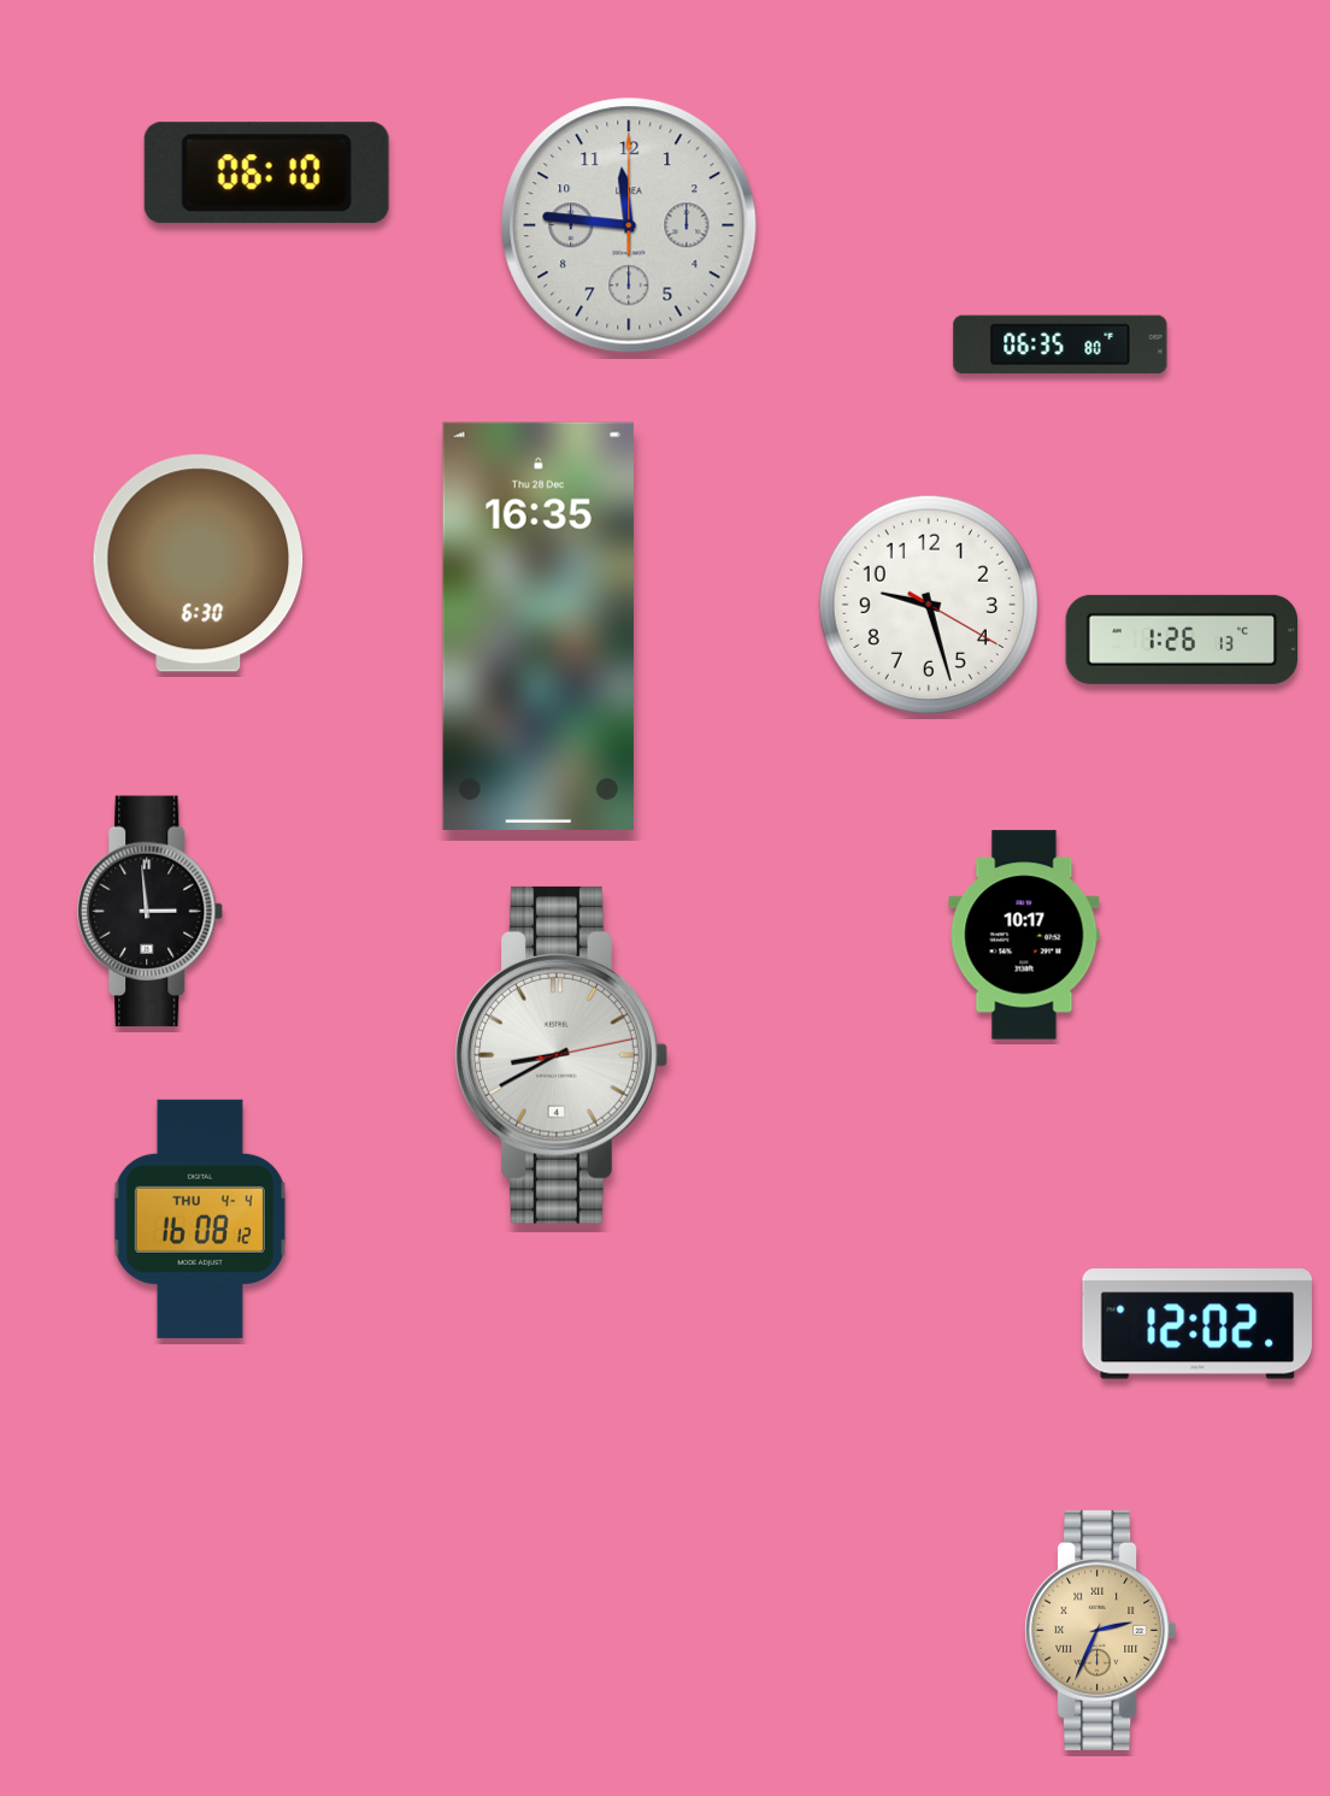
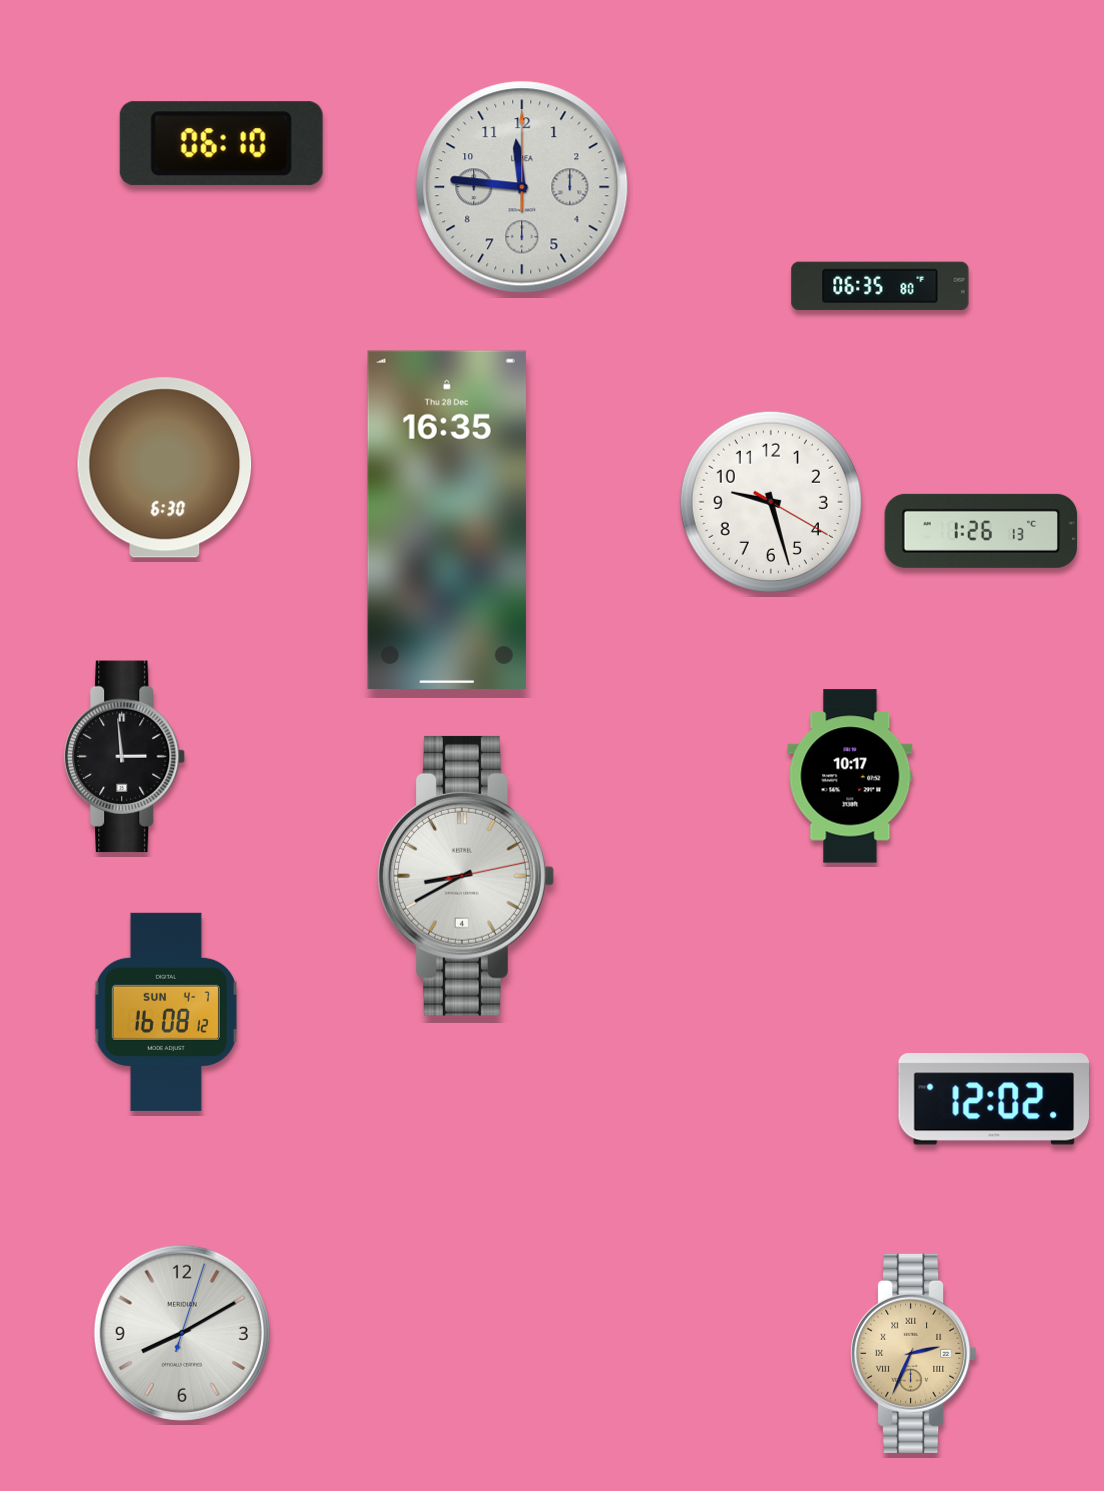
clock at (200, 1219) date: THU 4-4 -> SUN 4-7
clock at (182, 1333): none -> 8:10
